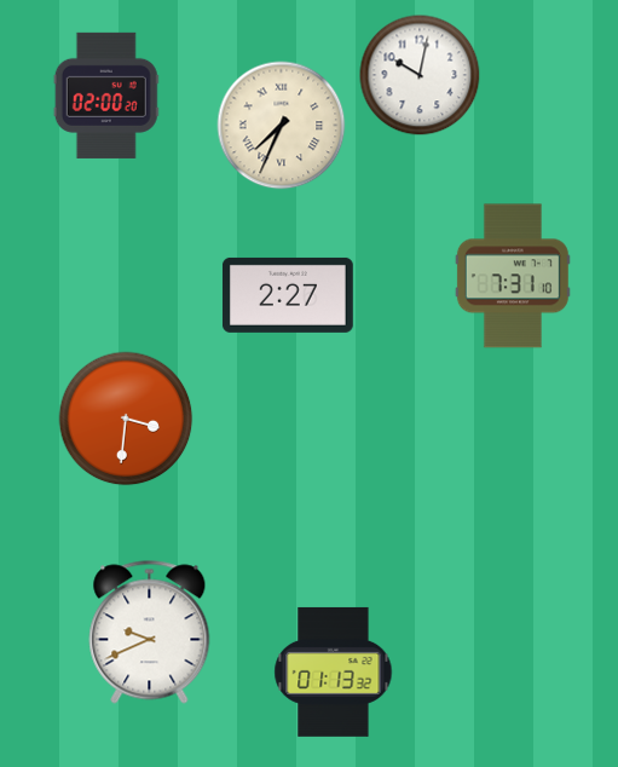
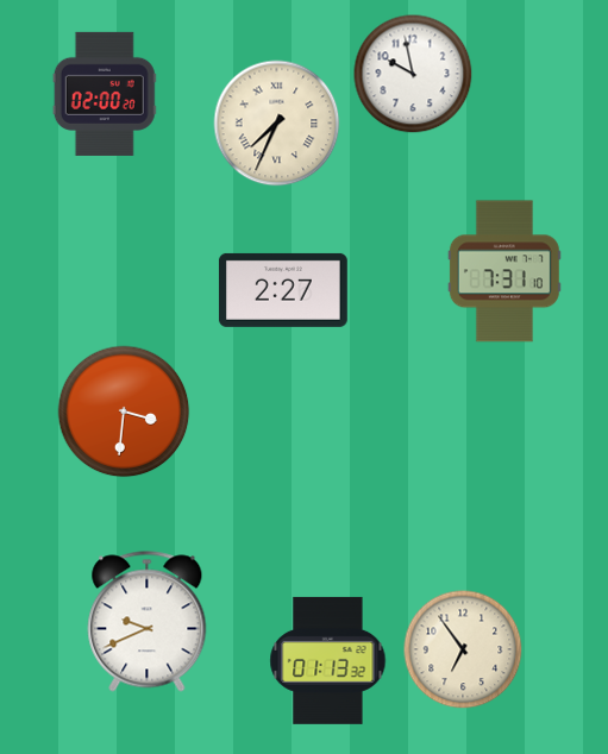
clock at (420, 75): 10:02 -> 9:58
clock at (463, 649): none -> 6:54
